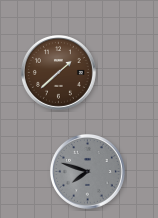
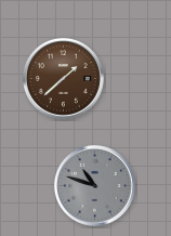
clock at (87, 171): 7:48 -> 10:48
